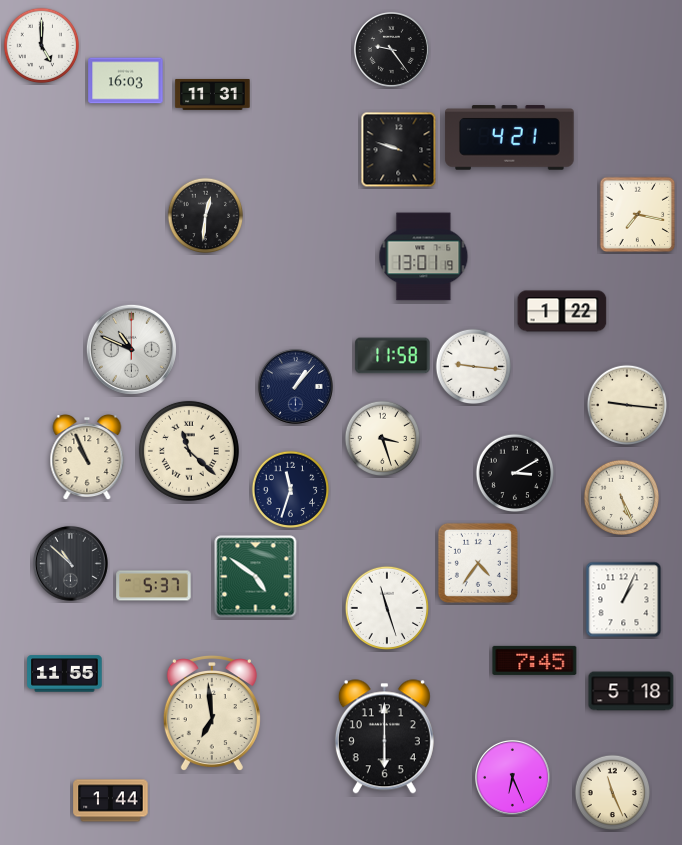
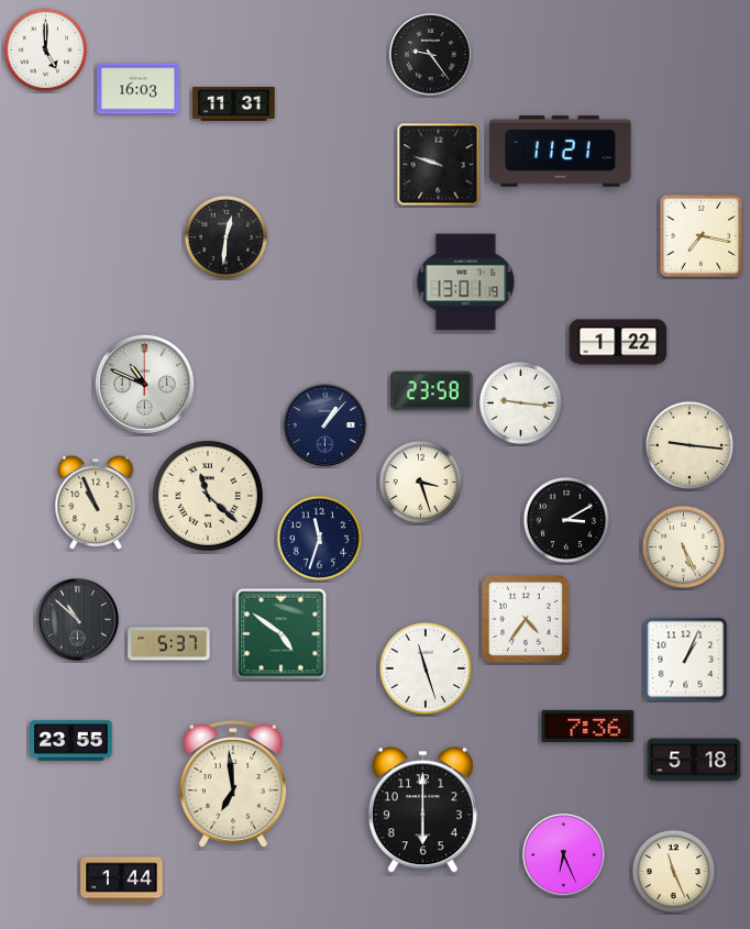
clock at (510, 138): 4:21 -> 11:21
clock at (393, 356): 11:58 -> 23:58
clock at (535, 660): 7:45 -> 7:36
clock at (65, 674): 11:55 -> 23:55
